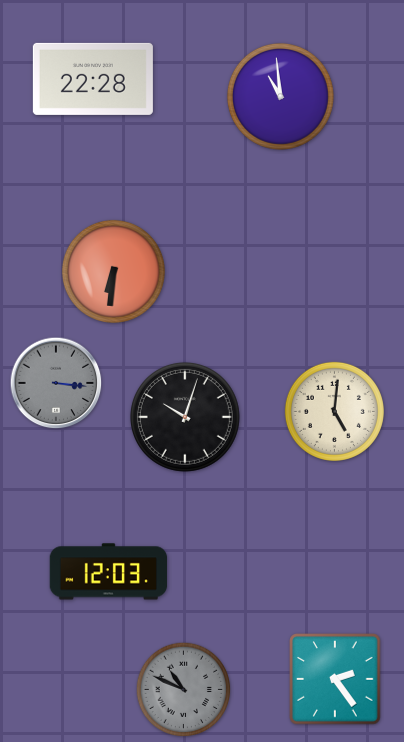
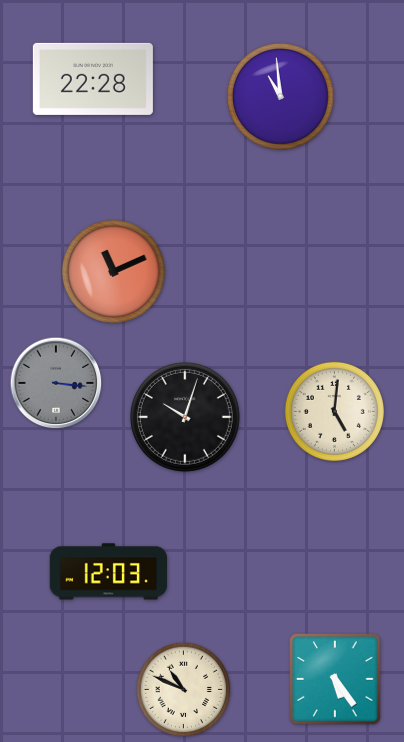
clock at (113, 271): 6:31 -> 11:11
clock at (335, 679): 2:24 -> 5:24
clock at (184, 690) dial: grey -> cream
